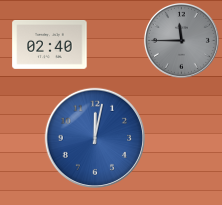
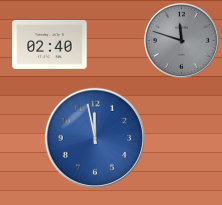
clock at (181, 40): 11:45 -> 11:48
clock at (94, 137): 12:02 -> 11:58
